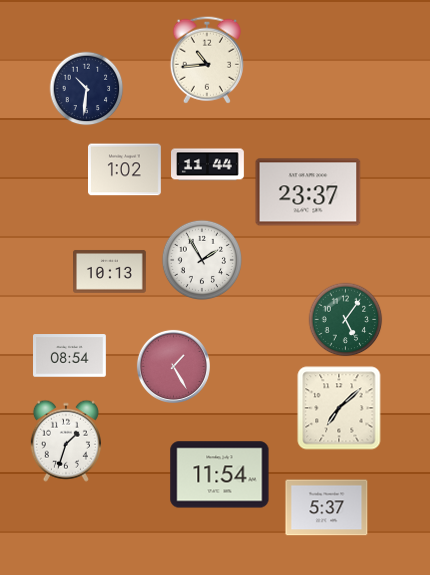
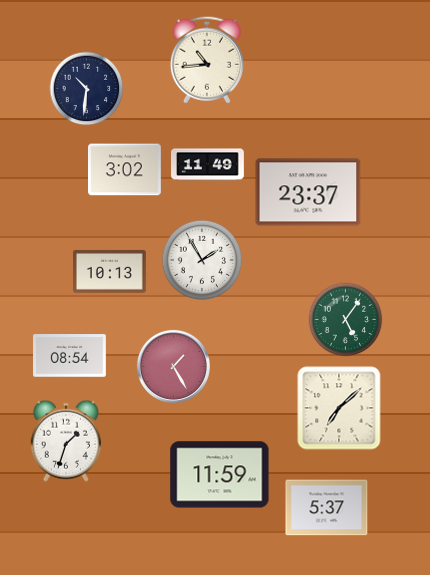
clock at (208, 165): 11:44 -> 11:49
clock at (125, 170): 1:02 -> 3:02
clock at (220, 475): 11:54 -> 11:59
